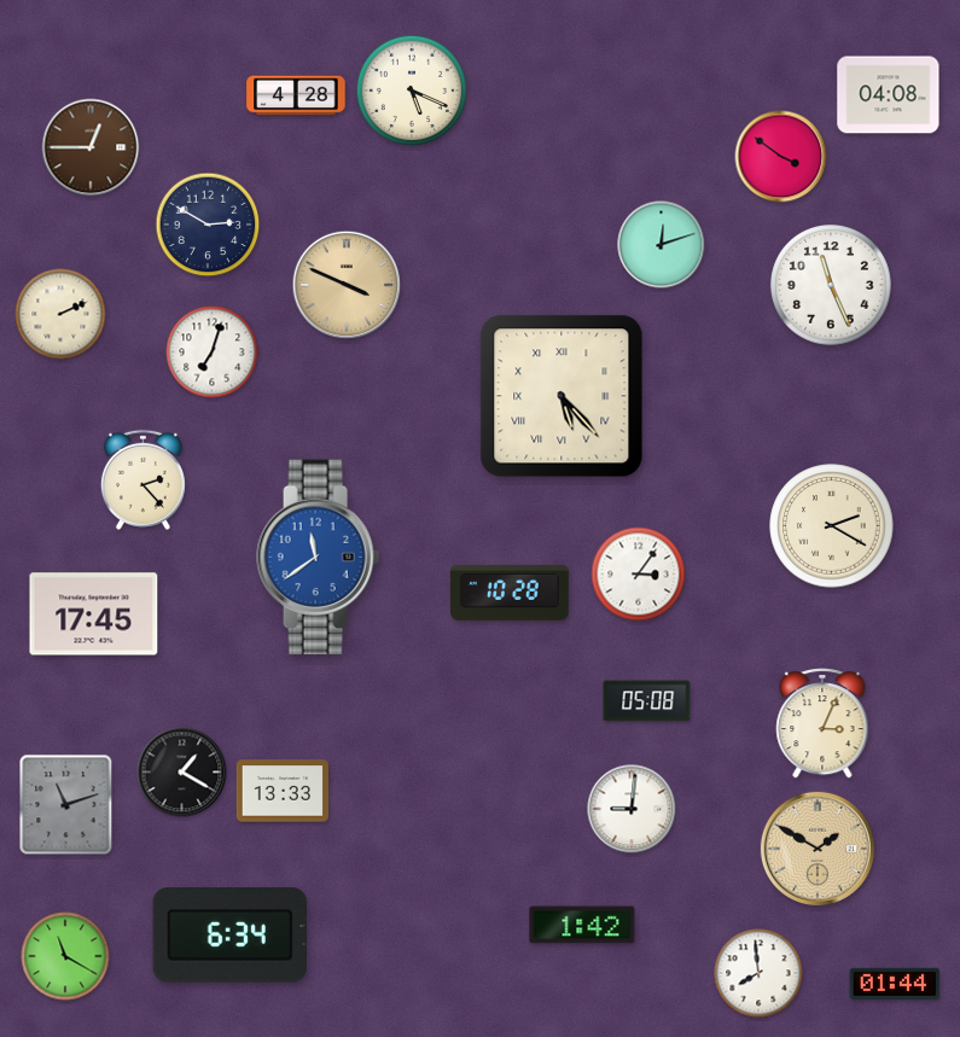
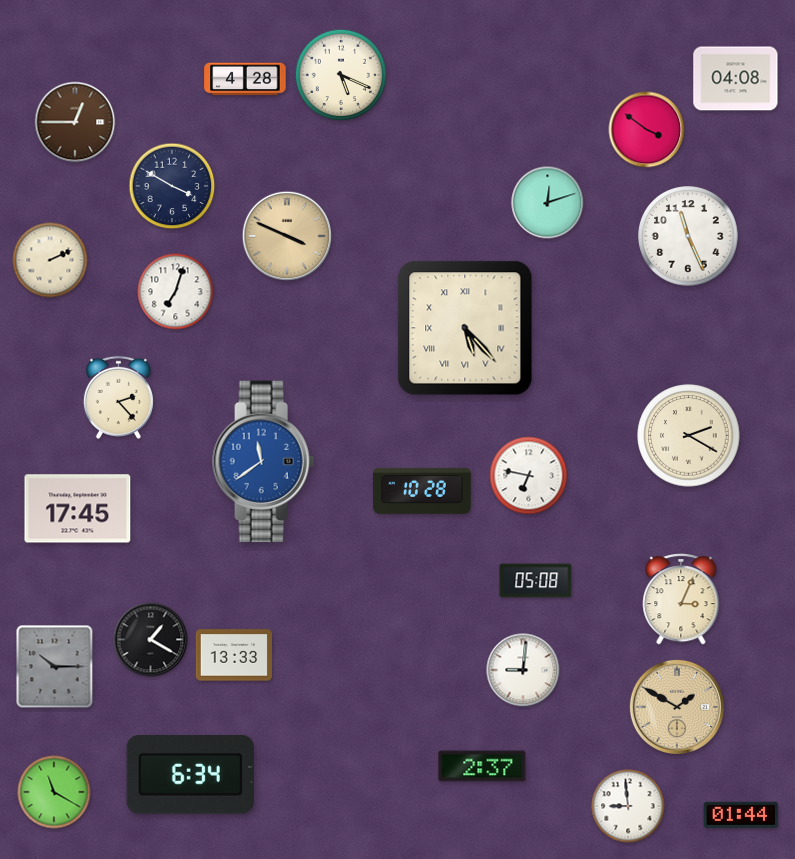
clock at (208, 225): 2:50 -> 3:50
clock at (639, 575): 3:06 -> 6:47
clock at (66, 805): 11:12 -> 10:15
clock at (818, 849) position: (818, 849) -> (677, 707)
clock at (582, 925): 1:42 -> 2:37
clock at (758, 973): 7:59 -> 8:59
